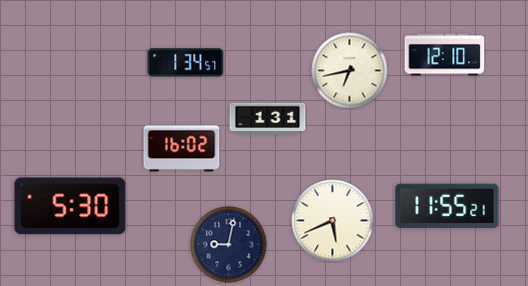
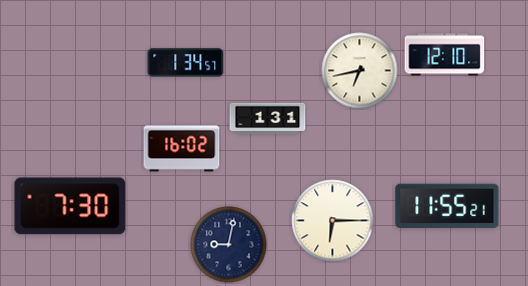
clock at (350, 71) position: (350, 71) -> (360, 71)
clock at (70, 206): 5:30 -> 7:30
clock at (333, 221): 5:41 -> 6:15
